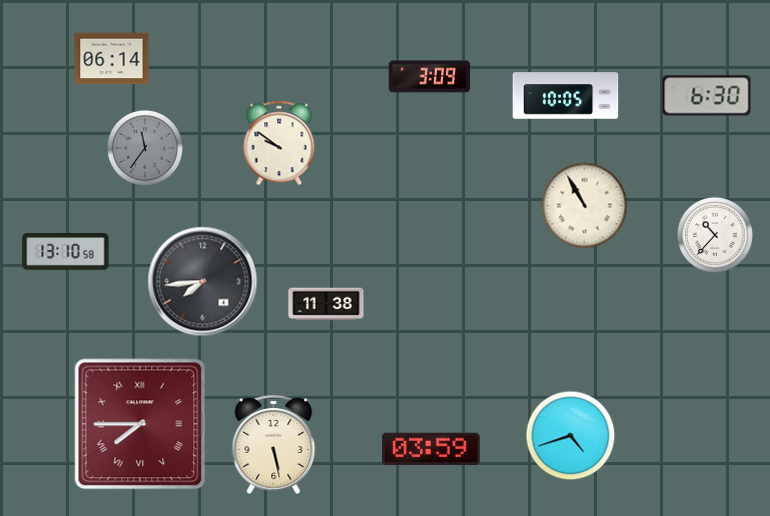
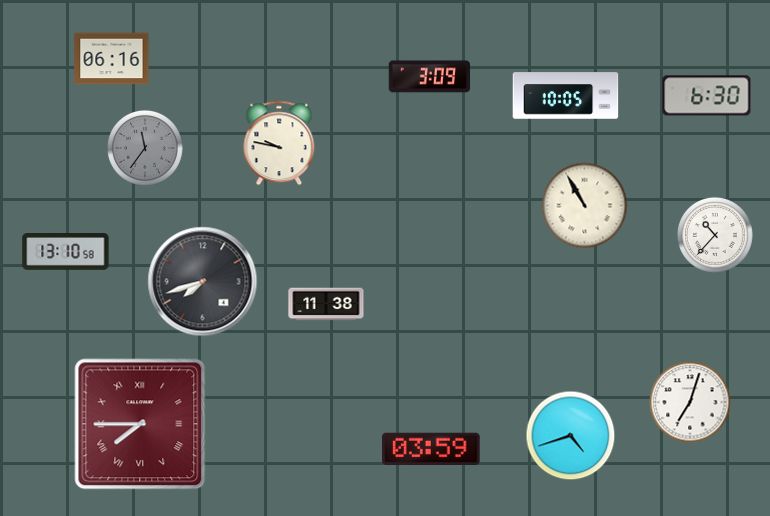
clock at (112, 59): 06:14 -> 06:16
clock at (279, 143): 9:51 -> 9:47
clock at (203, 282): 7:44 -> 7:42
clock at (690, 402): none -> 7:03
clock at (274, 444): 5:28 -> none
